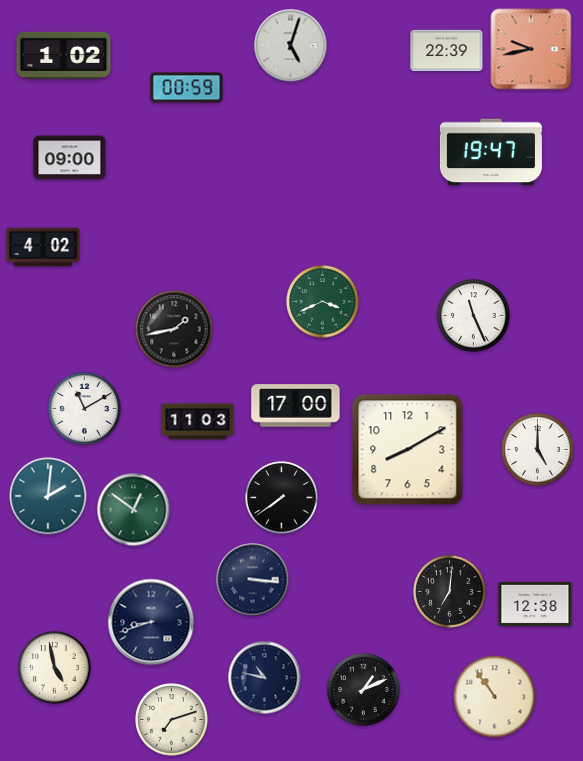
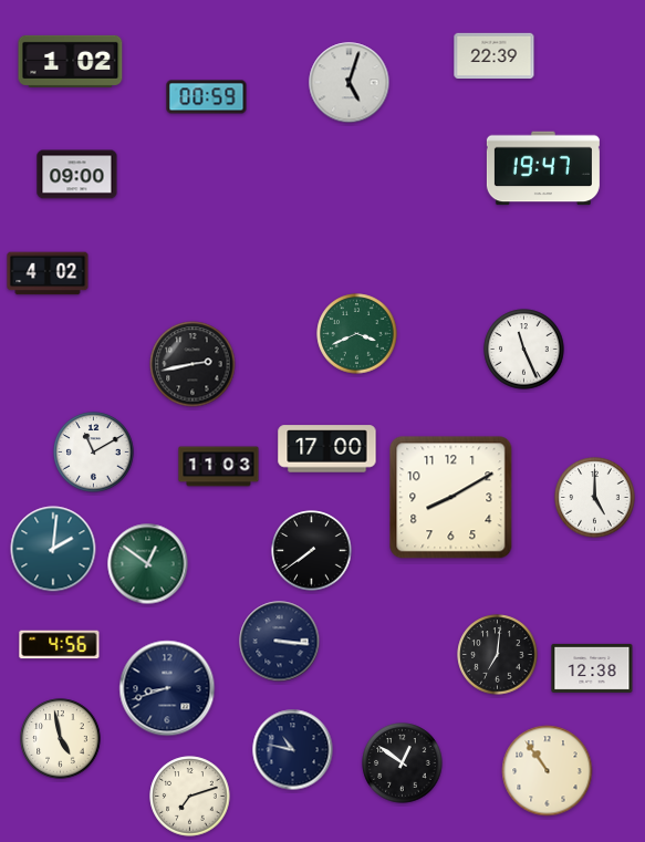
clock at (291, 46) position: (291, 46) -> (350, 83)
clock at (531, 49): 9:43 -> none
clock at (174, 329): 1:43 -> 2:43
clock at (60, 645): none -> 4:56
clock at (364, 690): 1:11 -> 12:51
